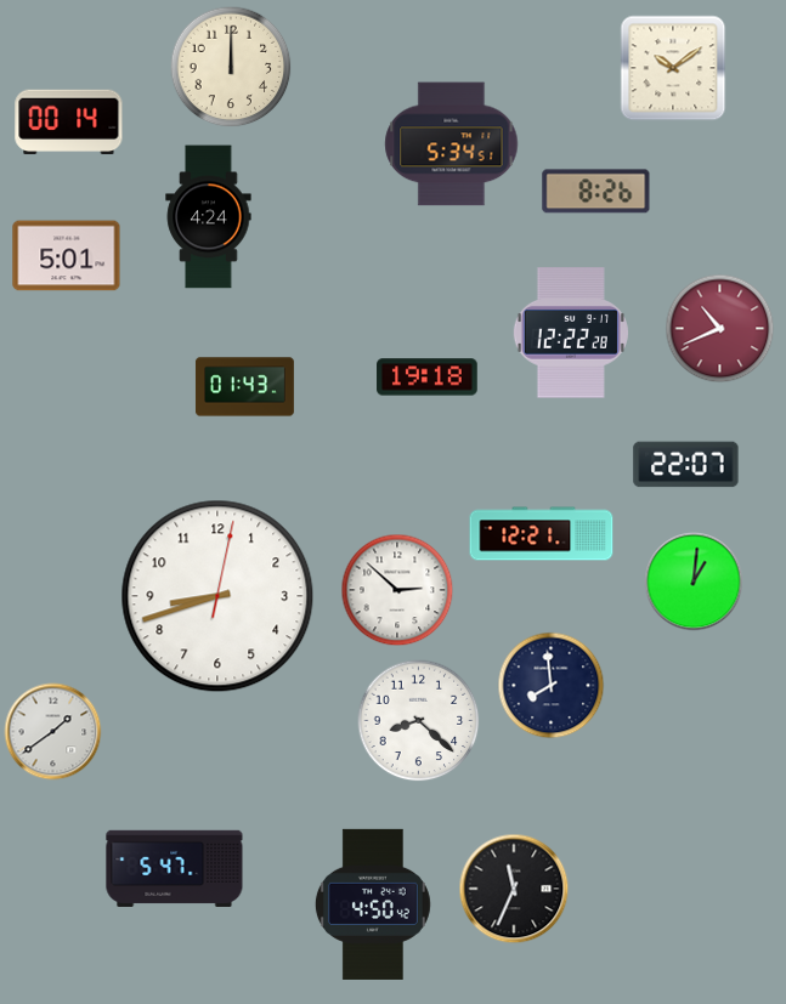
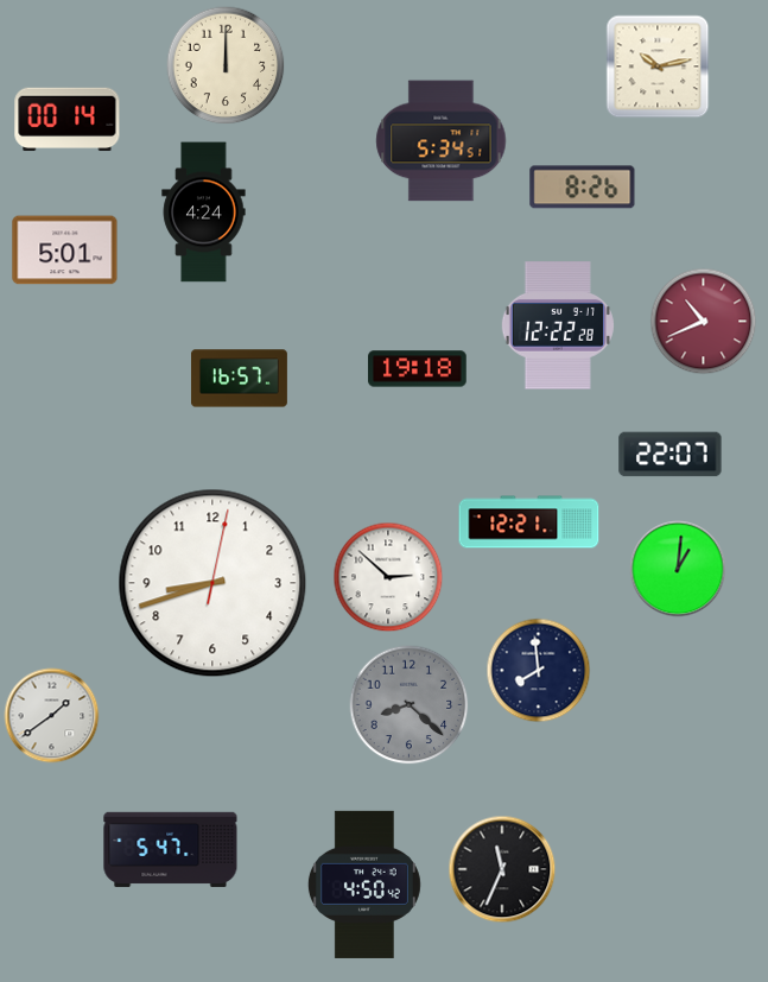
clock at (673, 68): 10:09 -> 10:13
clock at (245, 387): 01:43 -> 16:57
clock at (419, 721) dial: white -> grey
